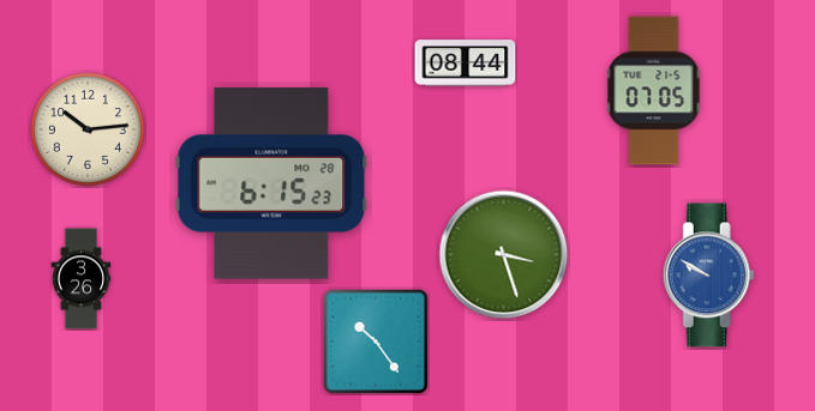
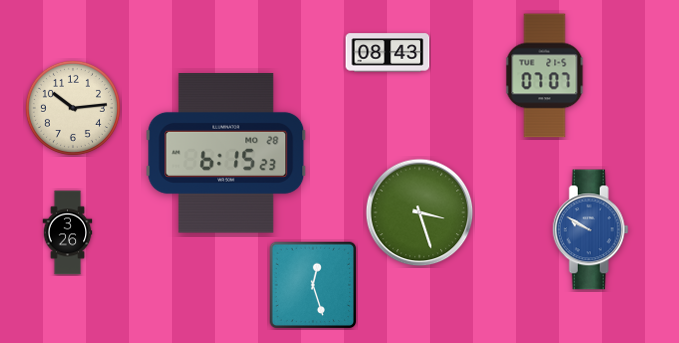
clock at (466, 64): 08:44 -> 08:43
clock at (654, 91): 07:05 -> 07:07
clock at (376, 342): 10:24 -> 12:27
